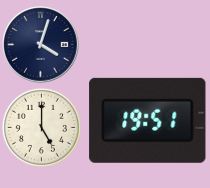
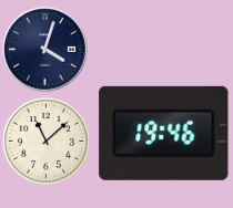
clock at (148, 120): 19:51 -> 19:46
clock at (41, 127): 5:00 -> 11:08
